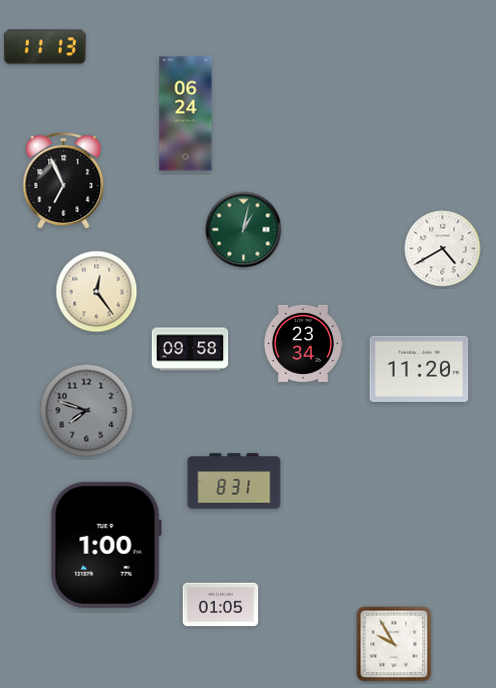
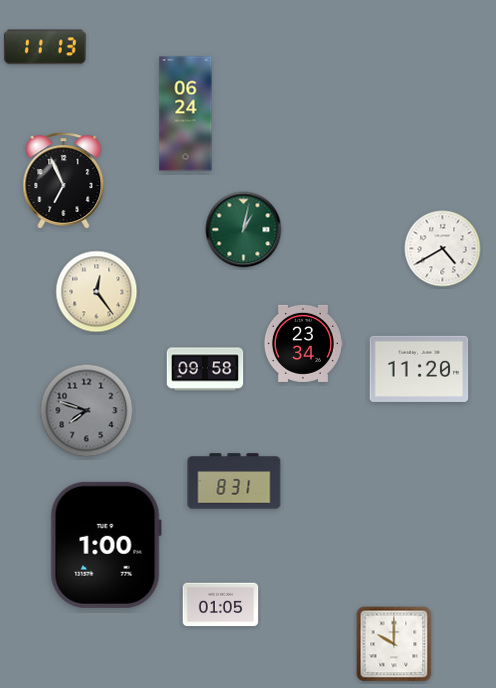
clock at (190, 349) position: (190, 349) -> (205, 369)
clock at (394, 644): 9:55 -> 10:00
